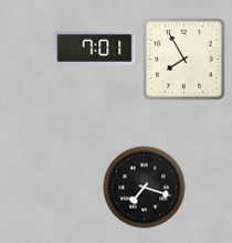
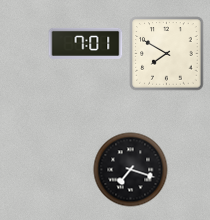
clock at (184, 60): 7:55 -> 7:50
